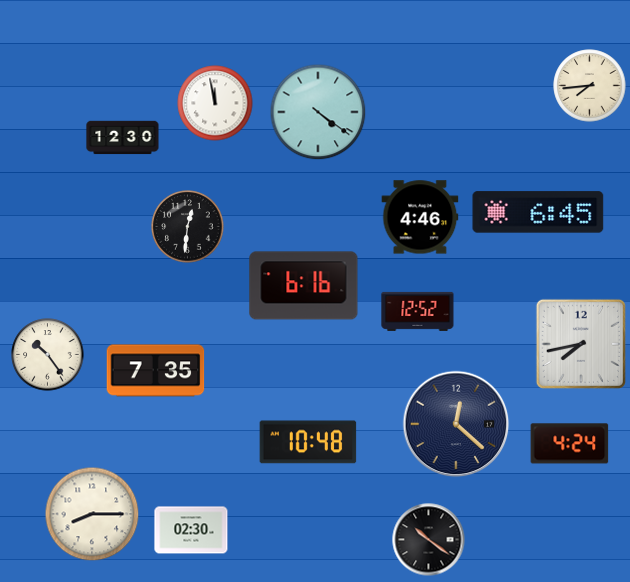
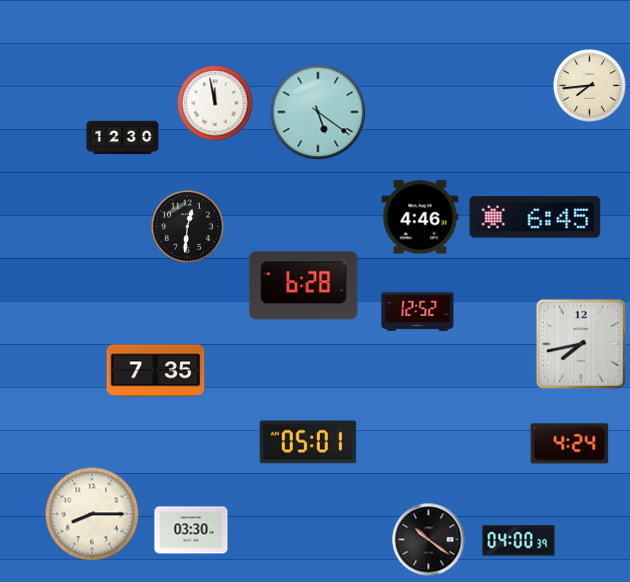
clock at (318, 112): 4:21 -> 5:21
clock at (538, 212) position: (538, 212) -> (535, 217)
clock at (304, 286): 6:16 -> 6:28
clock at (48, 355): 10:24 -> none
clock at (456, 424): 12:22 -> none
clock at (308, 442): 10:48 -> 05:01
clock at (191, 530): 02:30 -> 03:30
clock at (519, 541): none -> 04:00
